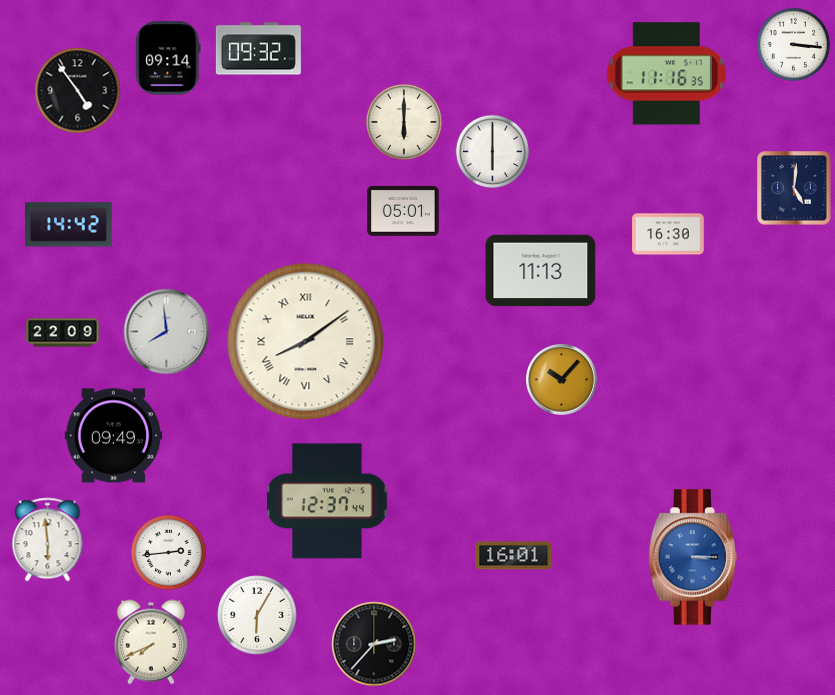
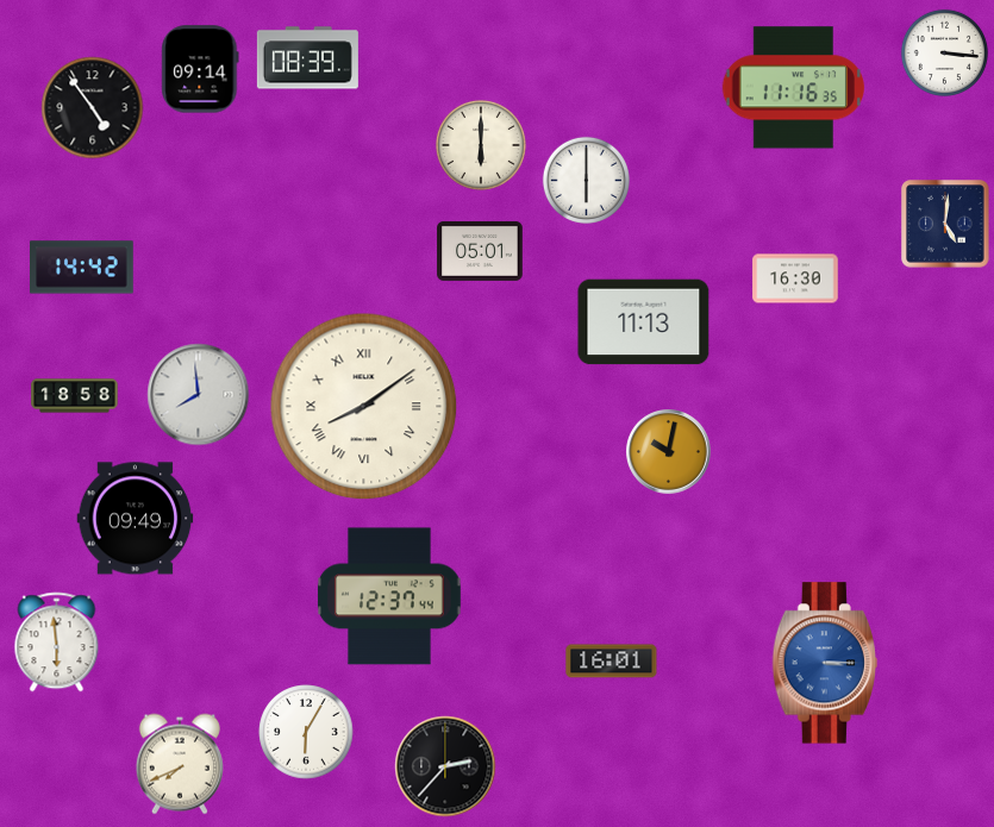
clock at (258, 49): 09:32 -> 08:39
clock at (63, 333): 22:09 -> 18:58
clock at (562, 380): 10:07 -> 10:02
clock at (168, 552): 2:44 -> none
